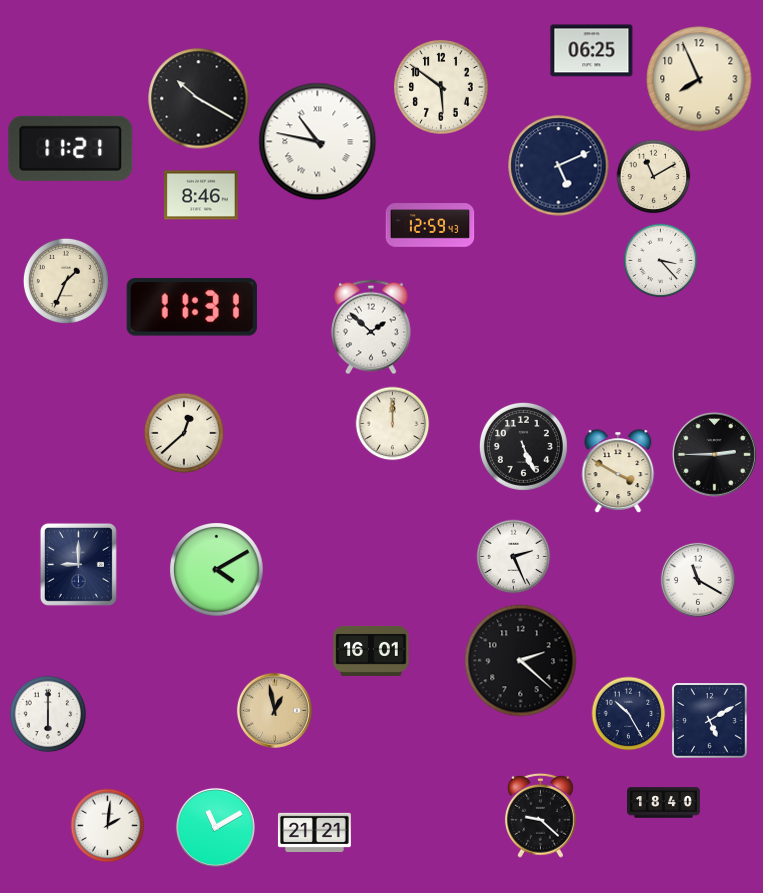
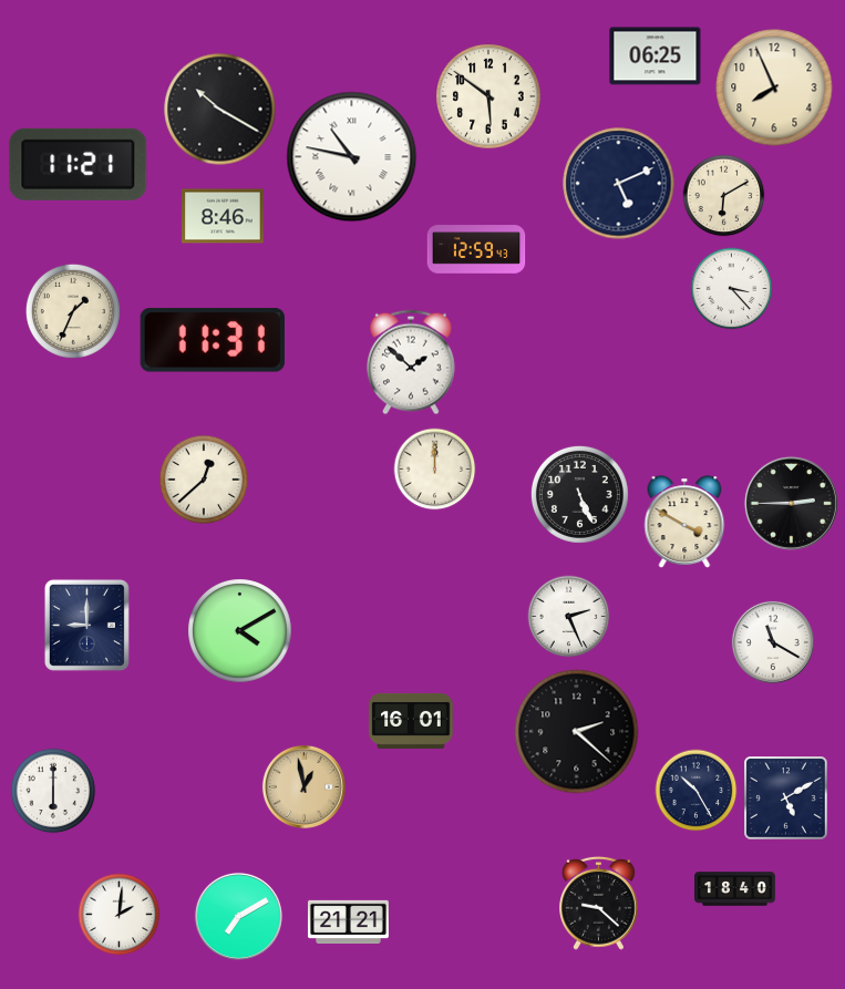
clock at (654, 177): 11:10 -> 6:10
clock at (215, 827): 11:10 -> 7:10
